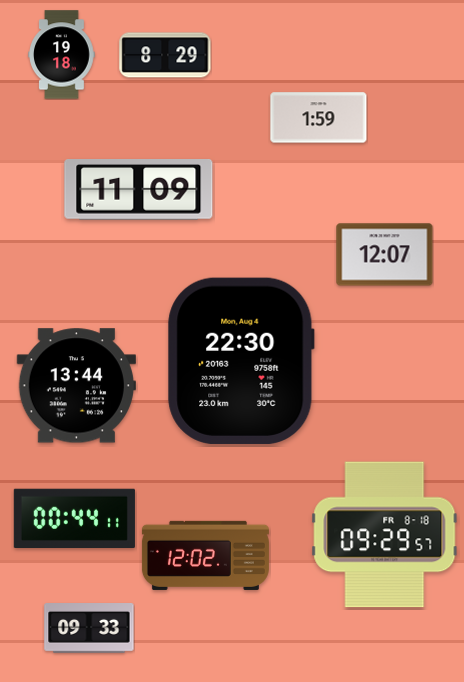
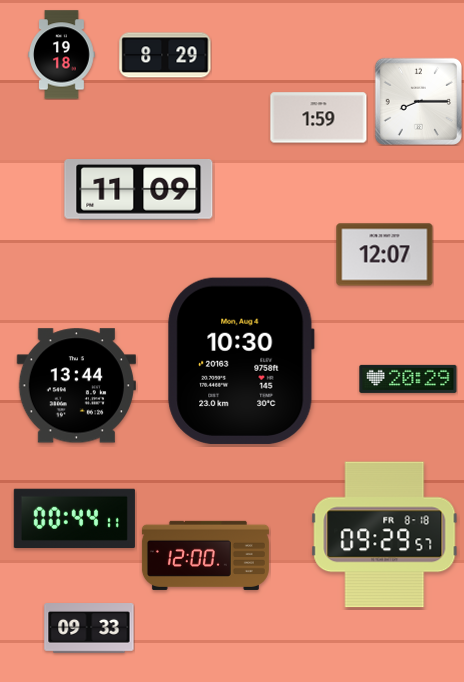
clock at (418, 101): none -> 8:15
clock at (241, 361): 22:30 -> 10:30
clock at (408, 379): none -> 20:29
clock at (205, 555): 12:02 -> 12:00
